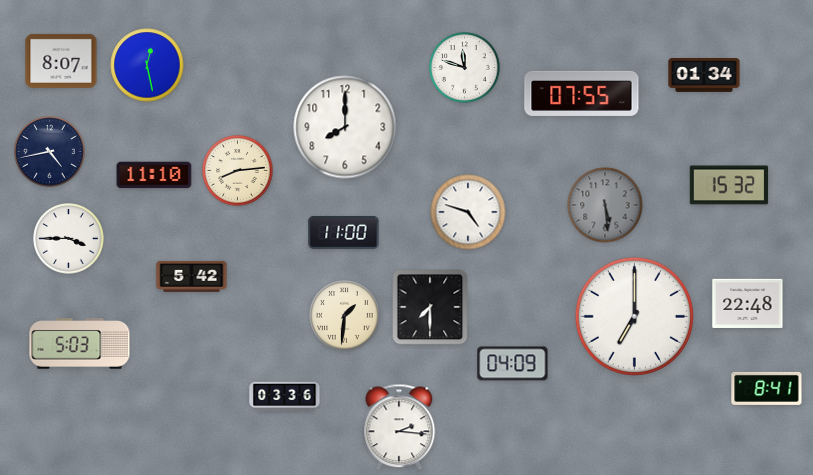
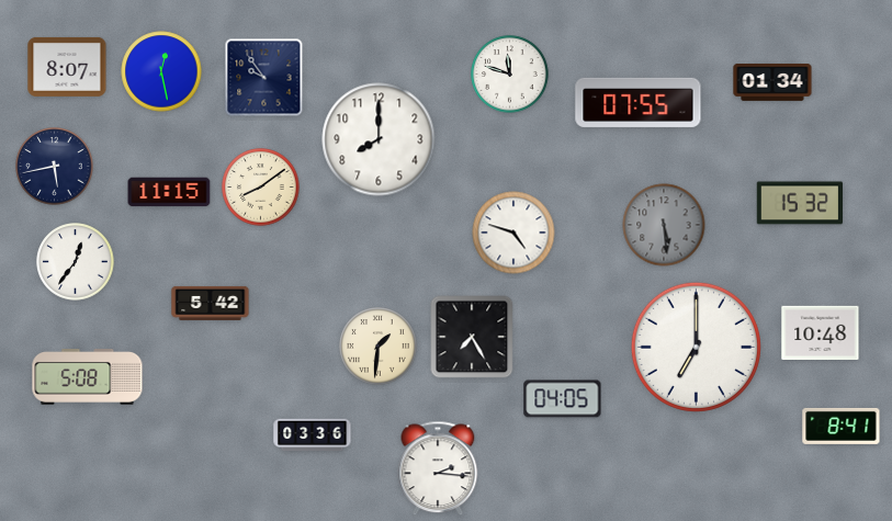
clock at (264, 78): none -> 9:54
clock at (50, 152): 4:43 -> 5:43
clock at (238, 171): 8:14 -> 8:09
clock at (154, 175): 11:10 -> 11:15
clock at (344, 232): 11:00 -> none
clock at (69, 239): 3:45 -> 12:36
clock at (748, 303): 22:48 -> 10:48
clock at (430, 307): 7:30 -> 7:25
clock at (80, 344): 5:03 -> 5:08
clock at (513, 364): 04:09 -> 04:05
